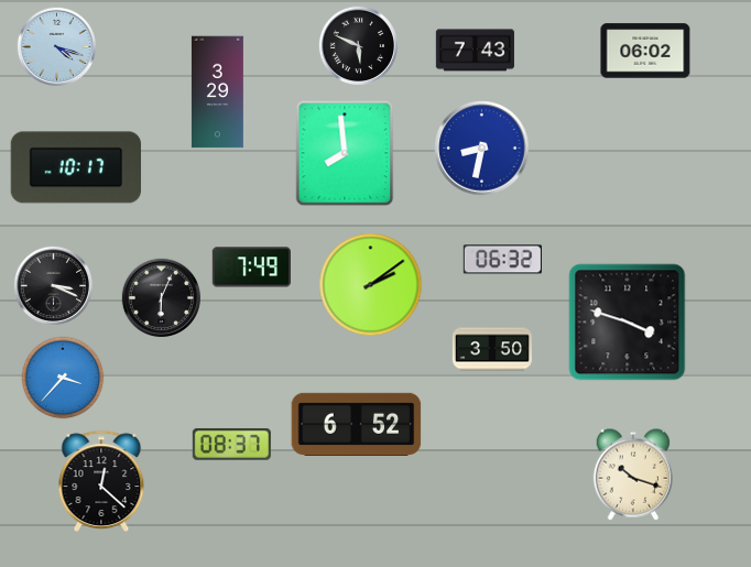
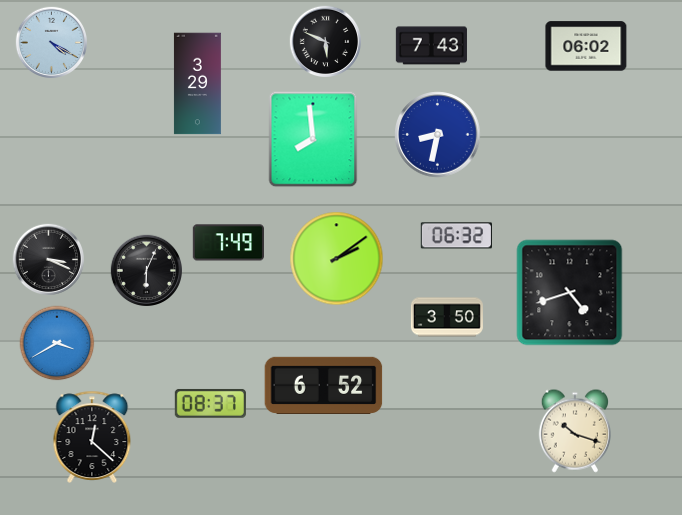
clock at (56, 46): 4:18 -> 4:20
clock at (75, 167): 10:17 -> none
clock at (628, 323): 3:48 -> 4:42
clock at (63, 378): 3:37 -> 3:40
